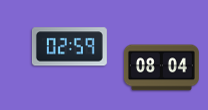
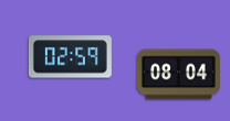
clock at (69, 47) position: (69, 47) -> (70, 57)
